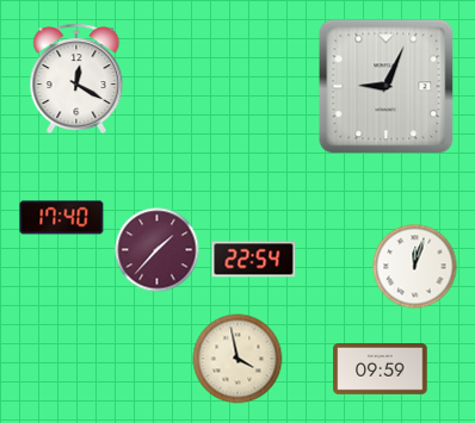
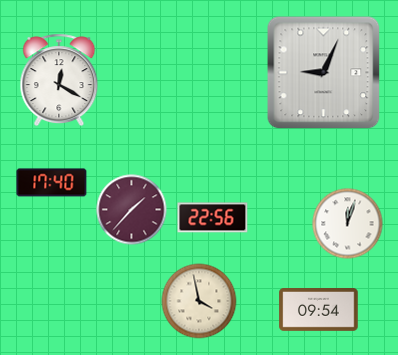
clock at (76, 79) position: (76, 79) -> (59, 80)
clock at (254, 260): 22:54 -> 22:56
clock at (381, 369): 09:59 -> 09:54
